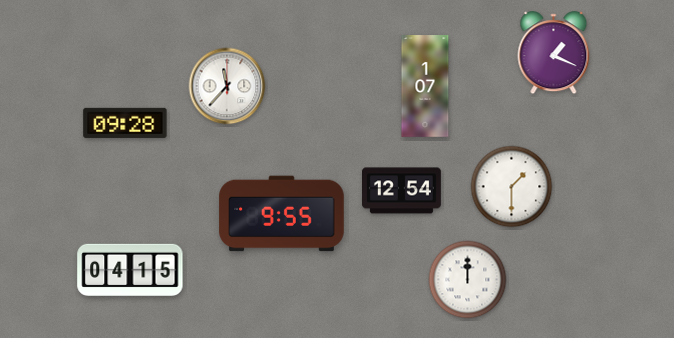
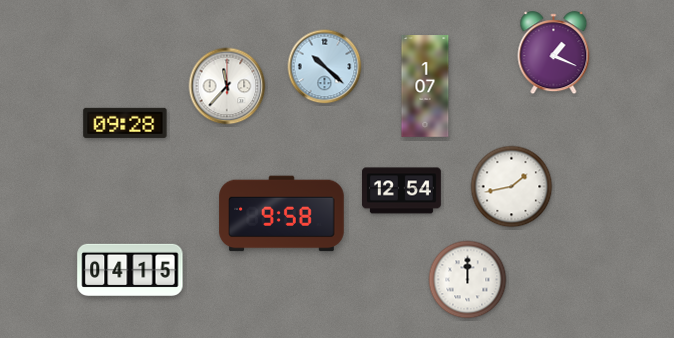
clock at (325, 67): none -> 10:22
clock at (512, 187): 1:30 -> 1:43
clock at (282, 214): 9:55 -> 9:58
